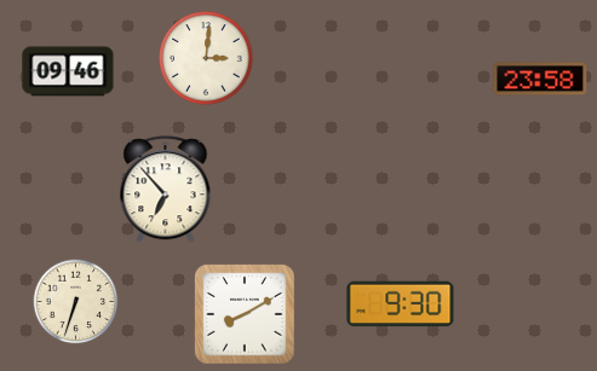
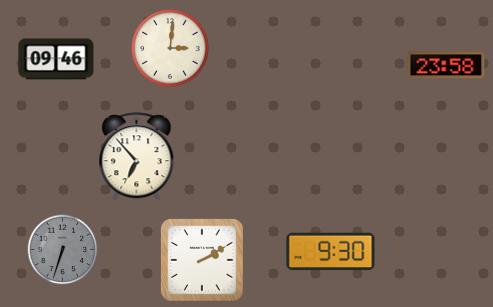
clock at (76, 302) dial: cream -> grey
clock at (245, 314): 8:10 -> 2:10
